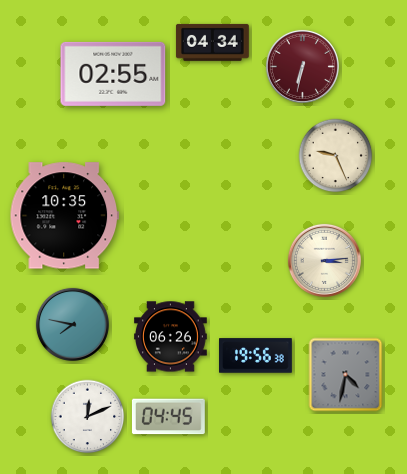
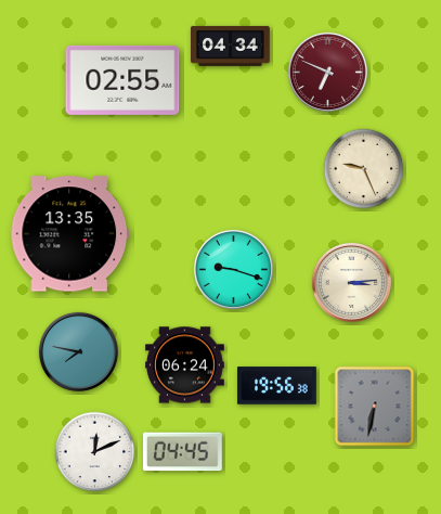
clock at (302, 66): 6:32 -> 6:49
clock at (64, 216): 10:35 -> 13:35
clock at (233, 269): none -> 9:18
clock at (171, 337): 06:26 -> 06:24
clock at (346, 375): 4:32 -> 6:32
